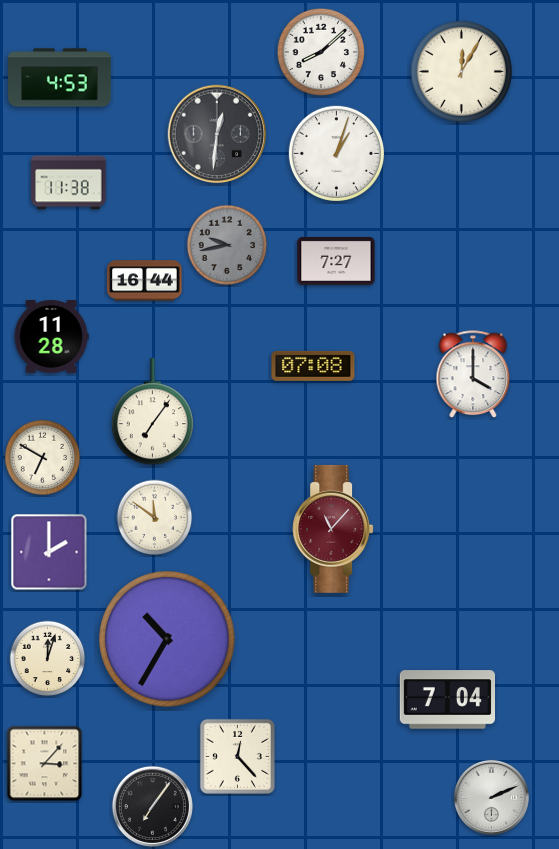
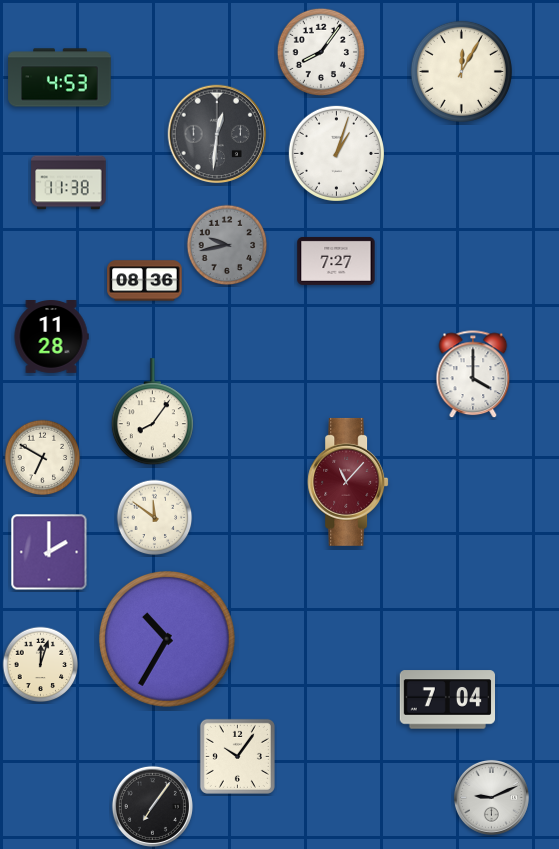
clock at (320, 51): 8:08 -> 8:06
clock at (145, 281): 16:44 -> 08:36
clock at (313, 366): 07:08 -> none
clock at (152, 412): 7:06 -> 8:06
clock at (333, 529) position: (333, 529) -> (348, 482)
clock at (48, 659) position: (48, 659) -> (41, 665)
clock at (237, 756): 12:23 -> 10:06
clock at (45, 764): 3:07 -> none
clock at (491, 797): 2:11 -> 9:11
